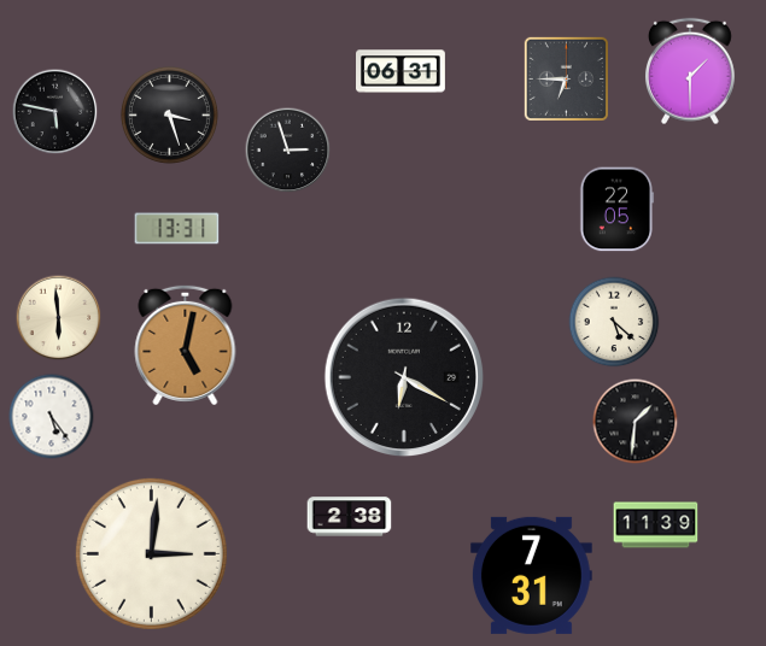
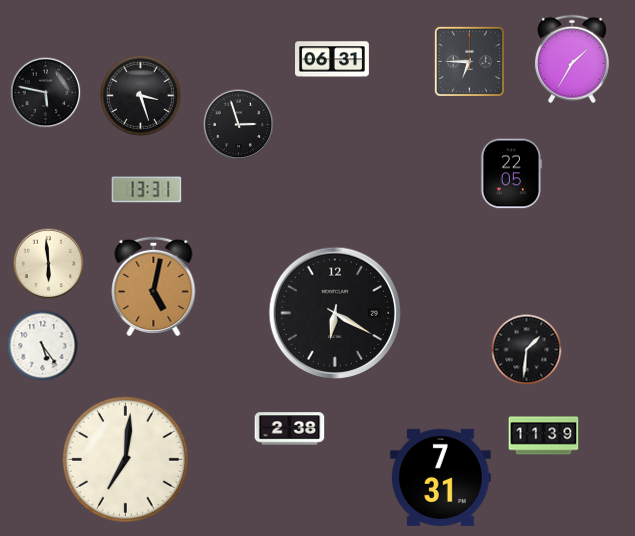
clock at (690, 71): 1:30 -> 1:35
clock at (566, 78) position: (566, 78) -> (469, 61)
clock at (614, 322): 5:22 -> none
clock at (151, 553): 3:01 -> 7:01
